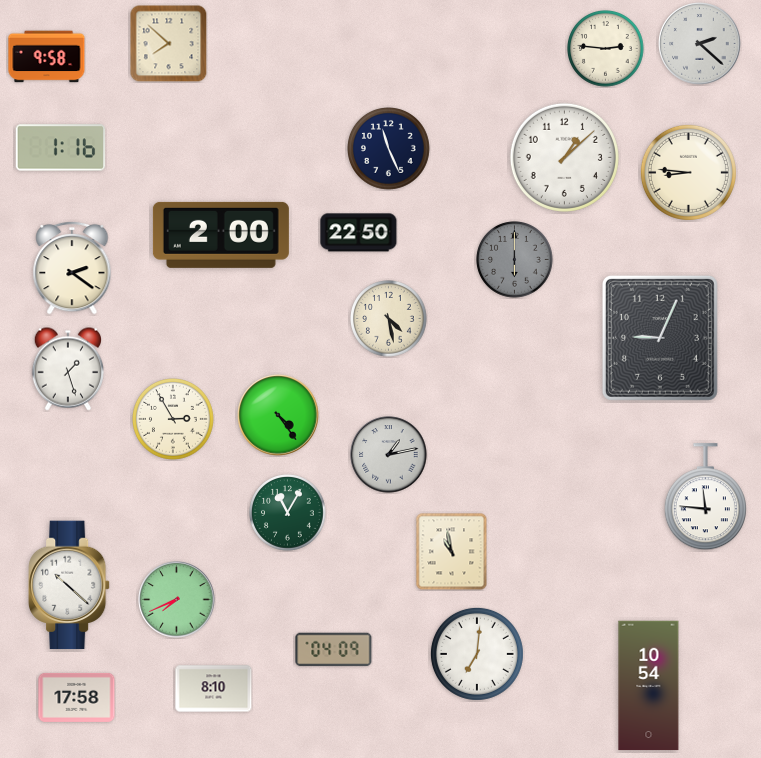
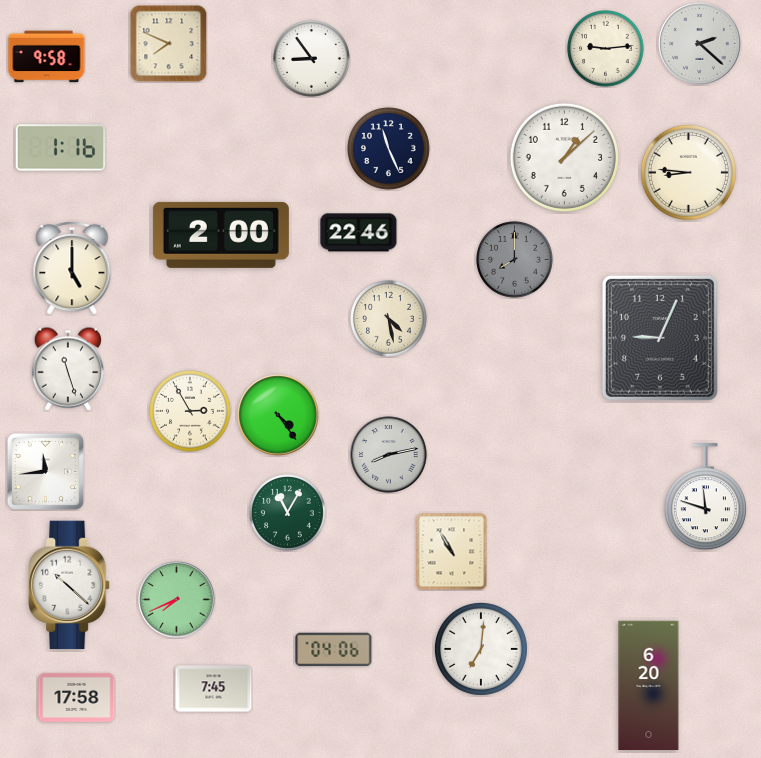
clock at (168, 43): 7:52 -> 7:49
clock at (606, 49): 2:46 -> 9:14
clock at (312, 59): none -> 8:54
clock at (359, 233): 22:50 -> 22:46
clock at (515, 260): 6:00 -> 8:00
clock at (72, 268): 2:21 -> 5:00
clock at (67, 369): 1:27 -> 11:27
clock at (174, 420) position: (174, 420) -> (191, 412)
clock at (389, 455): 1:13 -> 8:13
clock at (45, 471): none -> 11:44
clock at (705, 497): 11:46 -> 11:48
clock at (452, 551): 10:58 -> 10:55
clock at (334, 650): 04:09 -> 04:06
clock at (477, 654) position: (477, 654) -> (481, 649)
clock at (649, 686): 10:54 -> 6:20
clock at (214, 689): 8:10 -> 7:45
